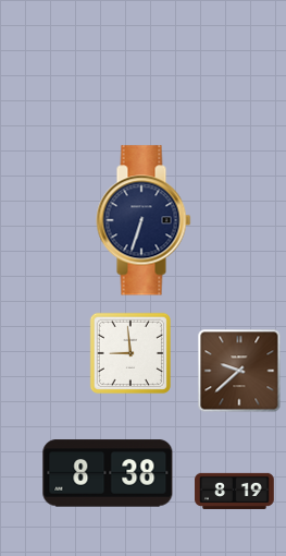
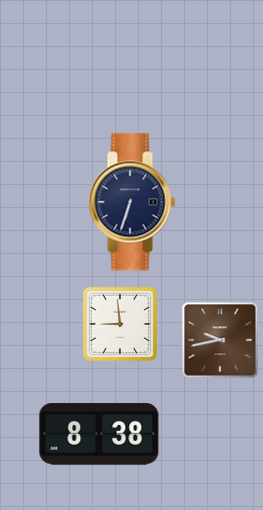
clock at (239, 371): 9:38 -> 9:43
clock at (235, 491): 8:19 -> none
